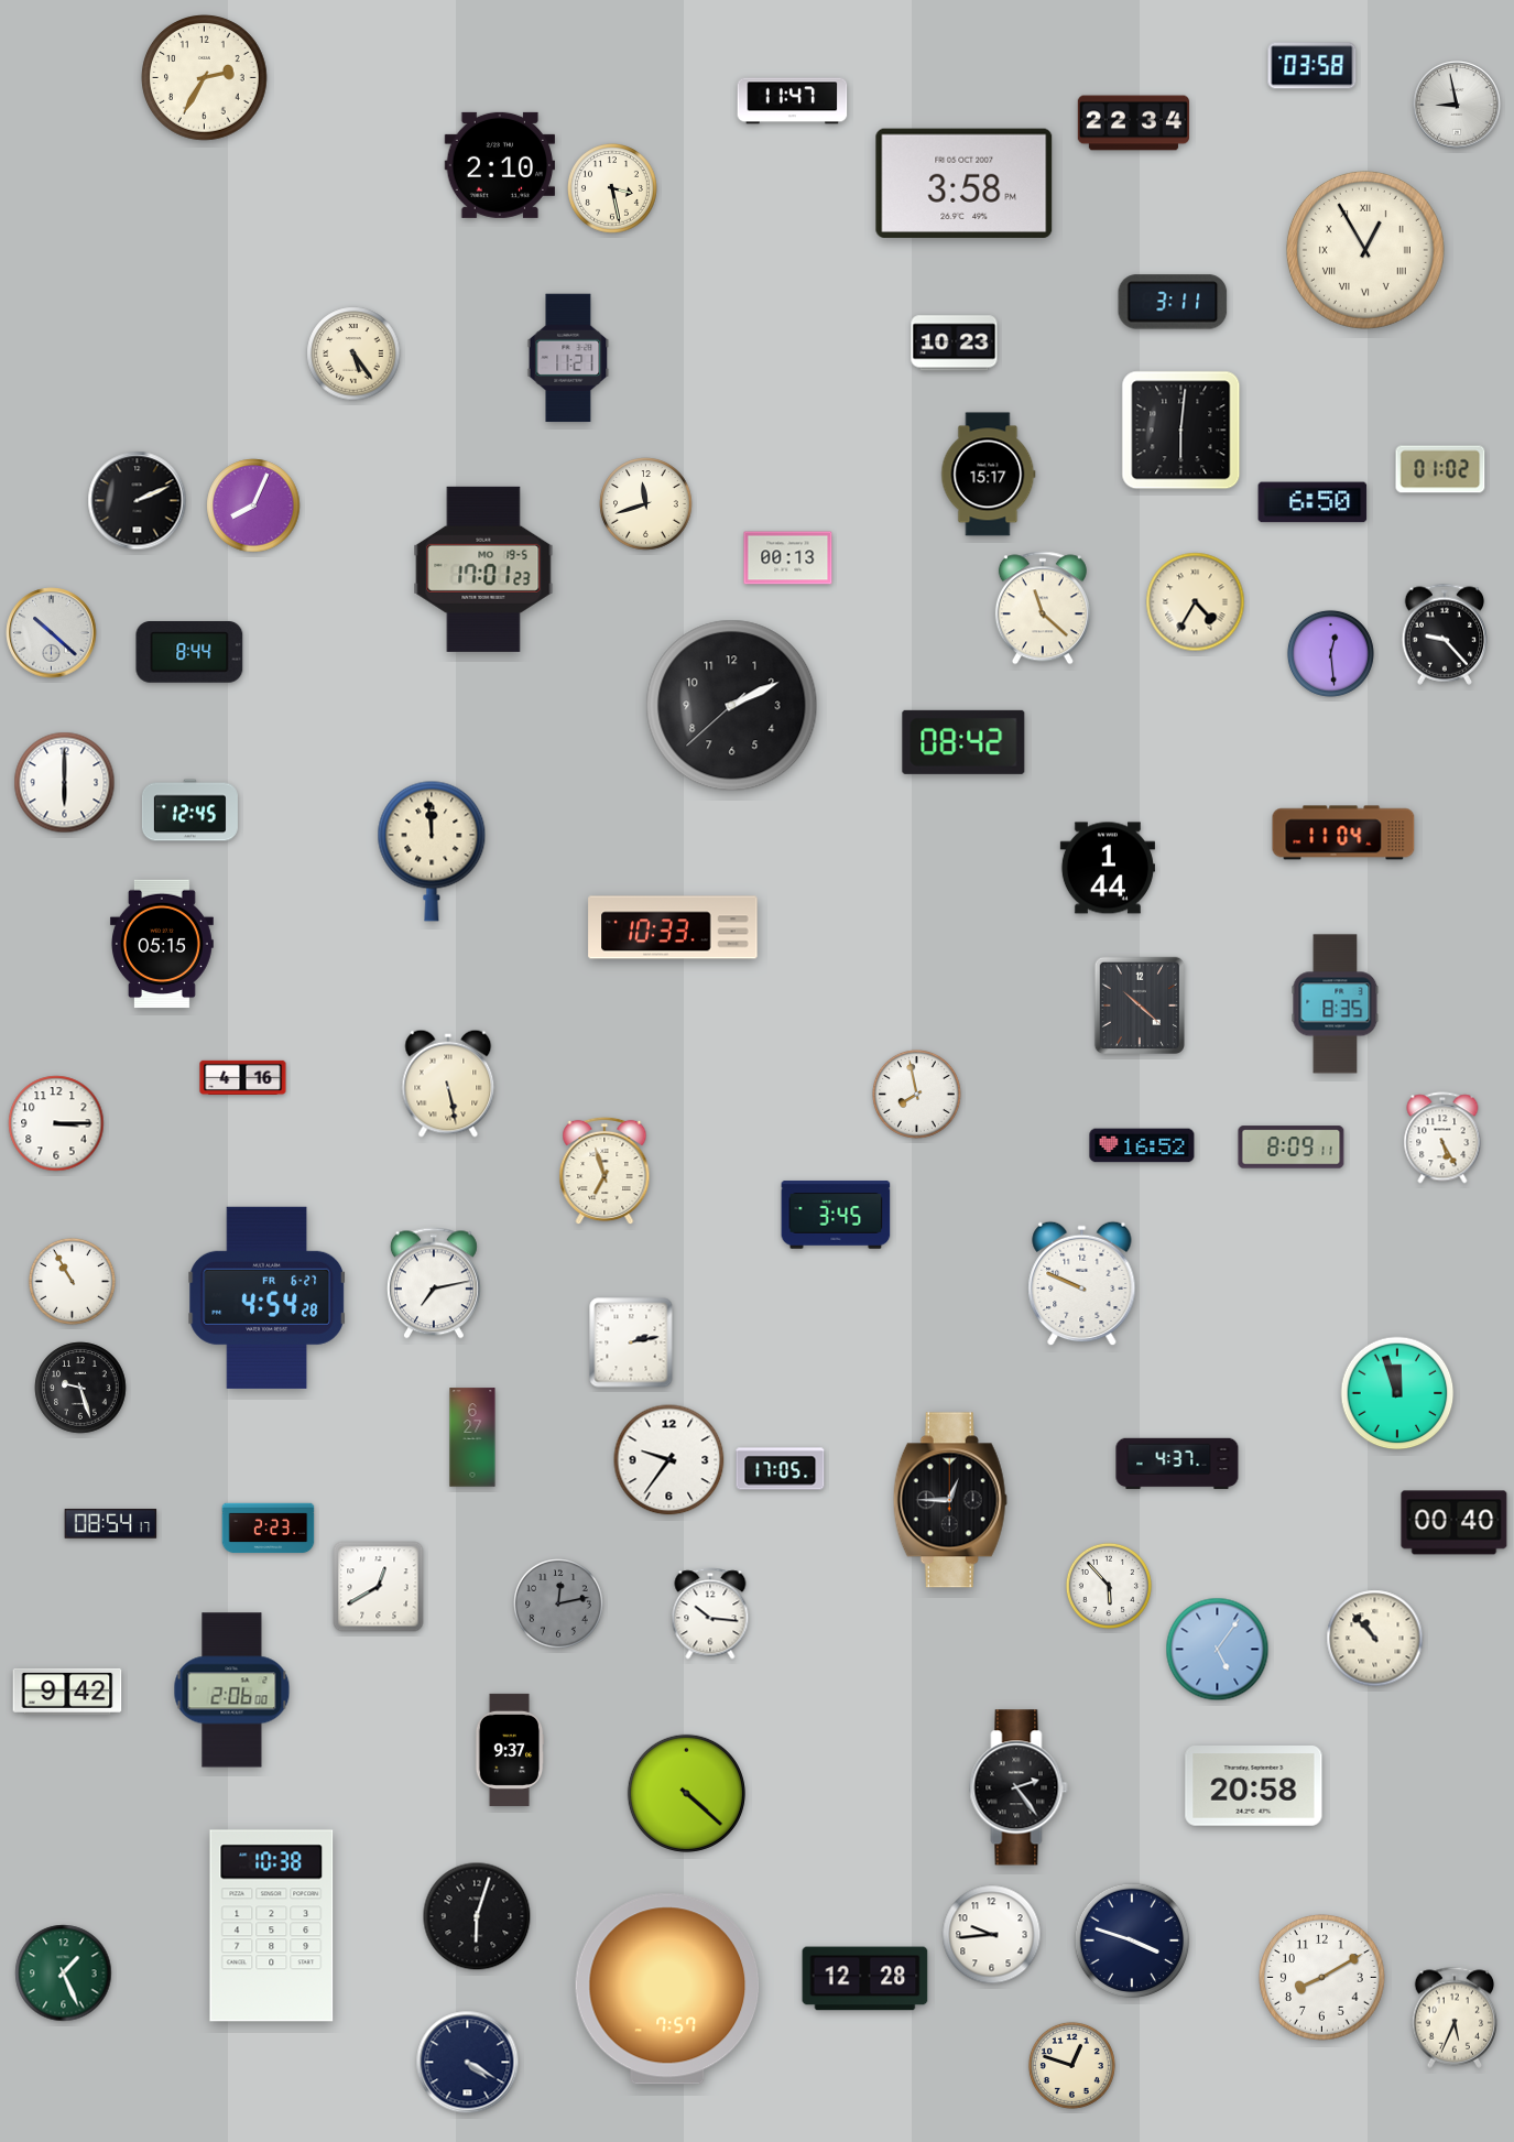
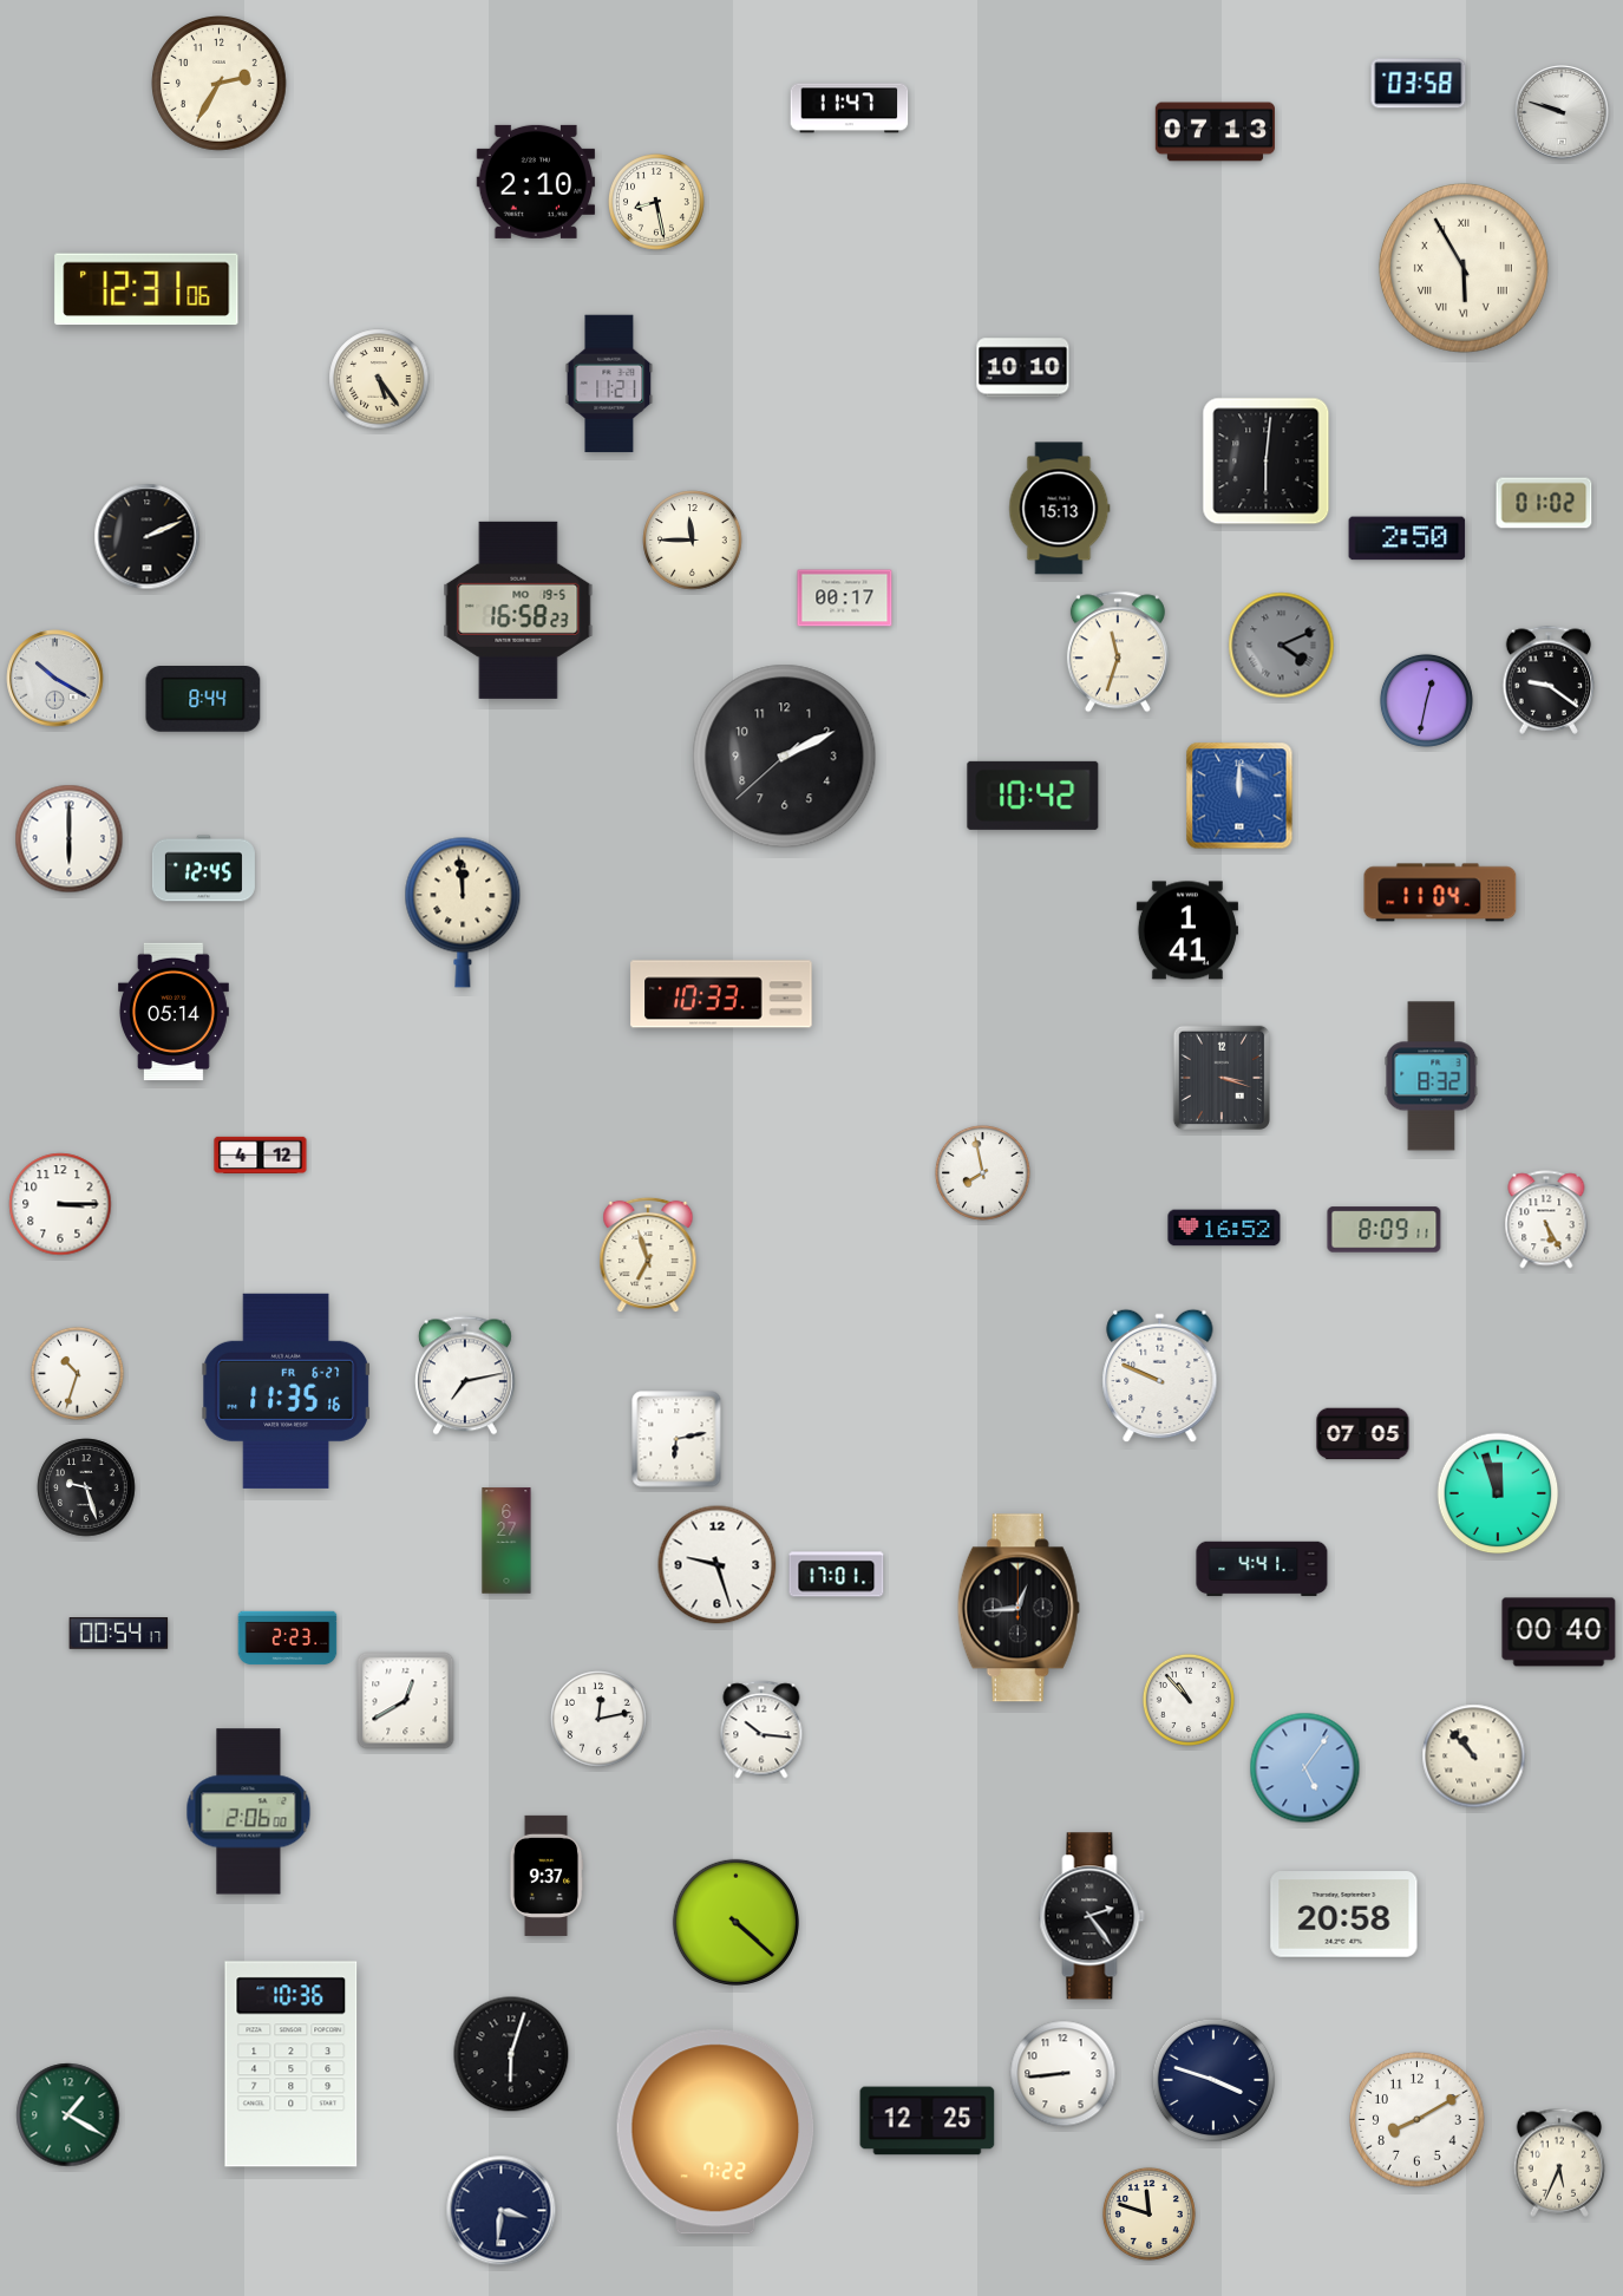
clock at (1313, 66) position: (1313, 66) -> (1419, 84)
clock at (1457, 105): 8:58 -> 9:48
clock at (1134, 123): 22:34 -> 07:13
clock at (500, 165) position: (500, 165) -> (536, 182)
clock at (965, 183): 3:58 -> none
clock at (613, 189): 3:28 -> 8:28
clock at (1365, 250): 12:55 -> 5:55
clock at (146, 289): none -> 12:31
clock at (1173, 302): 3:11 -> none
clock at (955, 344): 10:23 -> 10:10
clock at (989, 475): 15:17 -> 15:13
clock at (1313, 502): 6:50 -> 2:50
clock at (646, 504): 11:42 -> 11:45
clock at (253, 505): 8:04 -> none
clock at (788, 558): 00:13 -> 00:17
clock at (483, 569): 17:01 -> 16:58
clock at (1196, 602): 4:35 -> 4:11
clock at (1196, 602) dial: cream -> grey
clock at (1043, 608): 11:22 -> 11:33
clock at (52, 633): 10:22 -> 10:20
clock at (1445, 634): 9:23 -> 9:21
clock at (1330, 653): 12:29 -> 12:32
clock at (963, 742): 08:42 -> 10:42
clock at (1239, 796): none -> 12:00
clock at (1108, 868): 1:44 -> 1:41
clock at (162, 944): 05:15 -> 05:14
clock at (1139, 1004): 10:22 -> 3:18
clock at (1336, 1004): 8:35 -> 8:32
clock at (243, 1077): 4:16 -> 4:12
clock at (448, 1084): 5:28 -> none
clock at (836, 1215): 3:45 -> none
clock at (72, 1281): 10:55 -> 10:33
clock at (266, 1297): 4:54 -> 11:35
clock at (1363, 1434): none -> 07:05
clock at (631, 1342): 2:13 -> 6:13
clock at (669, 1460): 9:36 -> 9:27
clock at (1177, 1464): 4:37 -> 4:41
clock at (781, 1469): 17:05 -> 17:01
clock at (950, 1500): 12:45 -> 12:44
clock at (111, 1524): 08:54 -> 00:54
clock at (1109, 1586): 5:53 -> 10:53
clock at (559, 1605) dial: grey -> white
clock at (67, 1692): 9:42 -> none
clock at (272, 1926): 10:38 -> 10:36
clock at (992, 1935): 9:44 -> 8:44
clock at (64, 1974): 1:26 -> 1:20
clock at (865, 1979): 12:28 -> 12:25
clock at (667, 1989): 7:57 -> 7:22
clock at (468, 2063): 4:20 -> 3:31
clock at (1071, 2065): 12:48 -> 11:48
